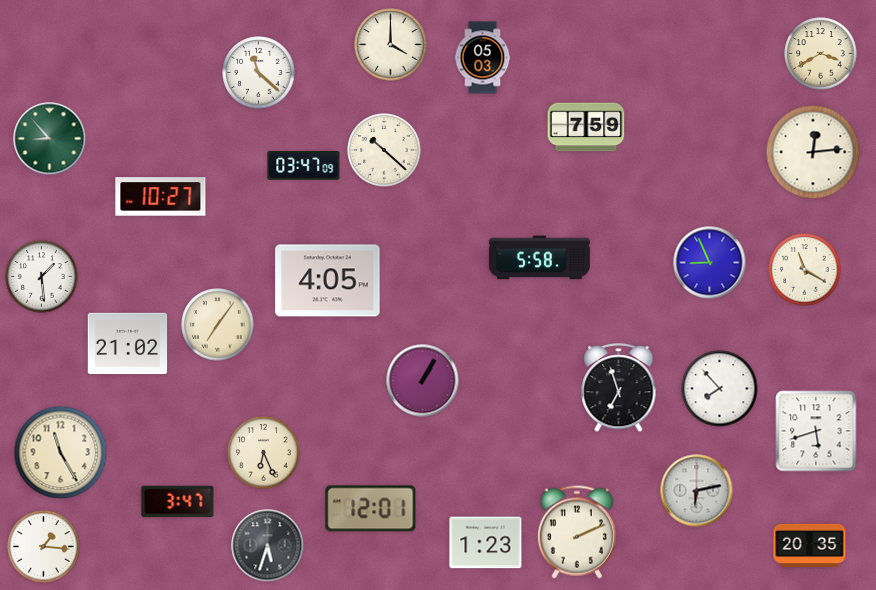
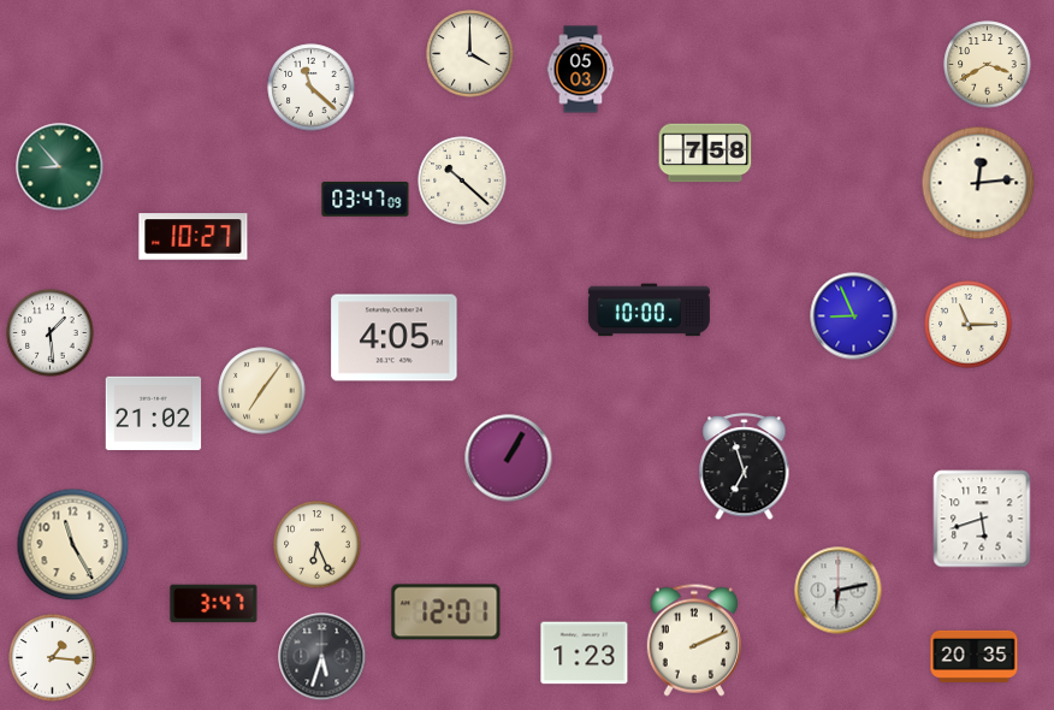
clock at (586, 127): 7:59 -> 7:58
clock at (539, 258): 5:58 -> 10:00
clock at (805, 270): 11:20 -> 11:15
clock at (720, 389): 7:53 -> none
